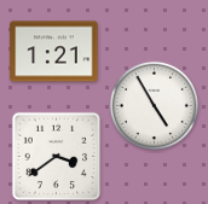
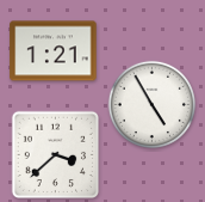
clock at (57, 157): 3:39 -> 3:38
